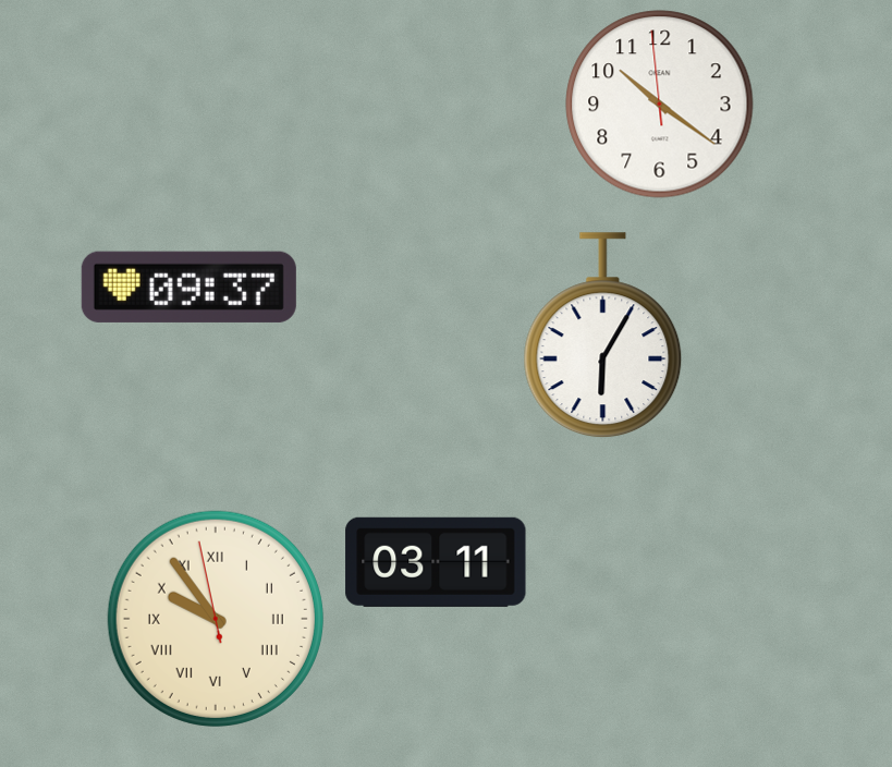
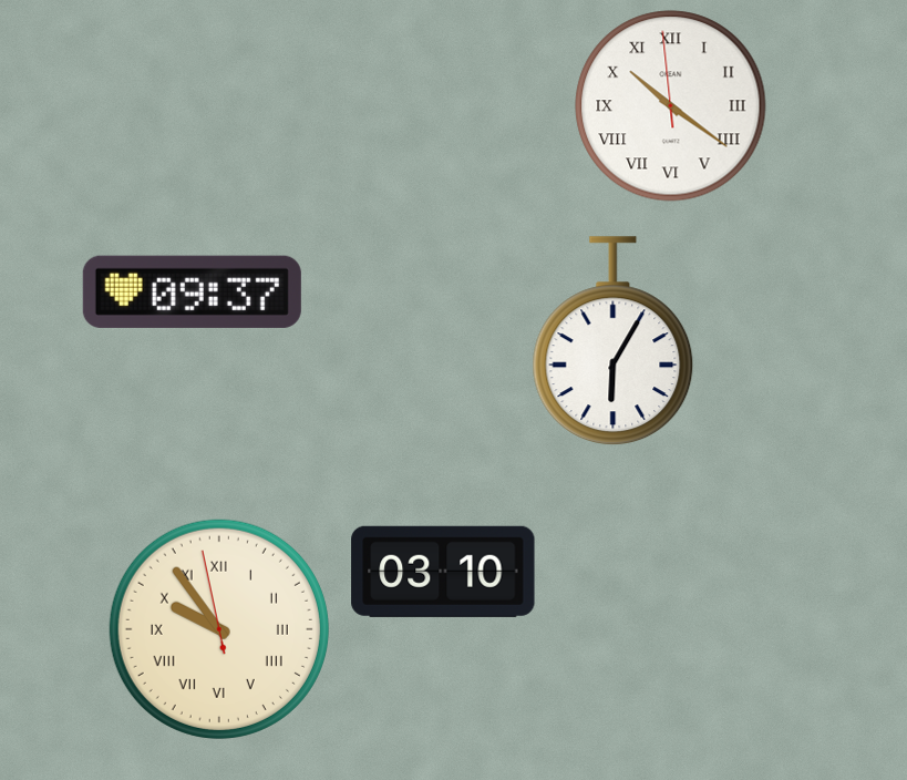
clock at (660, 105) numerals: Arabic -> Roman
clock at (436, 562): 03:11 -> 03:10
